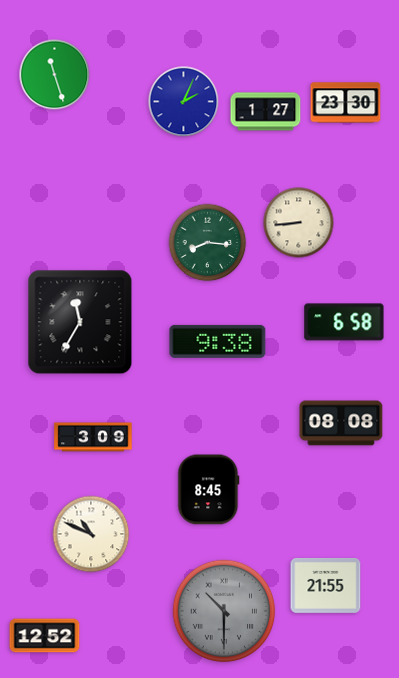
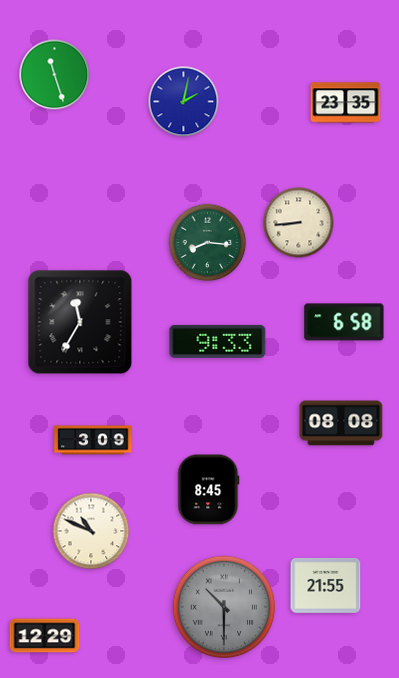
clock at (184, 102): 2:04 -> 2:02
clock at (346, 103): 23:30 -> 23:35
clock at (266, 112): 1:27 -> none
clock at (218, 341): 9:38 -> 9:33
clock at (93, 437) position: (93, 437) -> (93, 440)
clock at (91, 534) position: (91, 534) -> (91, 531)
clock at (224, 611) position: (224, 611) -> (224, 607)
clock at (45, 636): 12:52 -> 12:29
